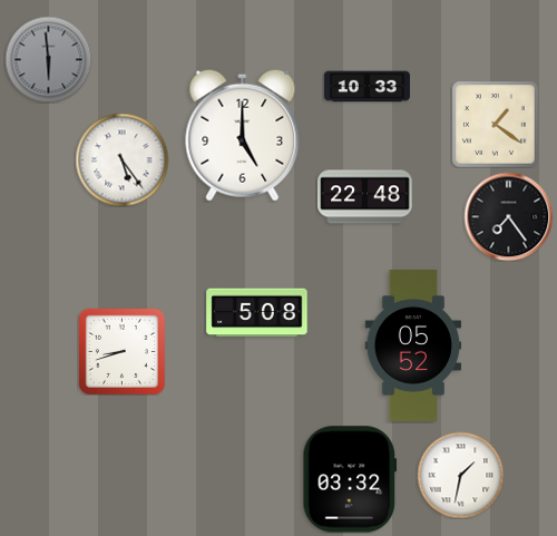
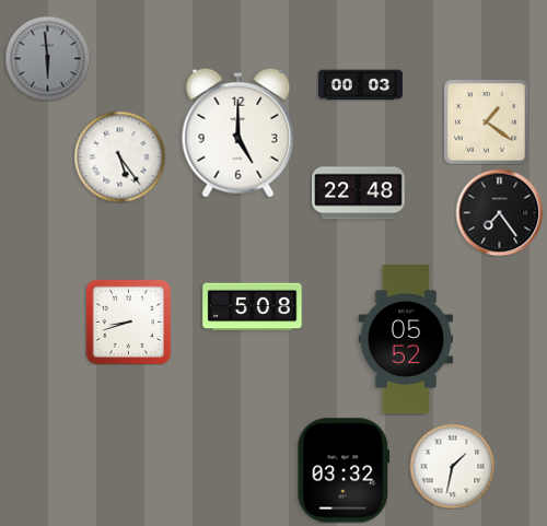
clock at (367, 87): 10:33 -> 00:03
clock at (121, 351) position: (121, 351) -> (128, 322)
